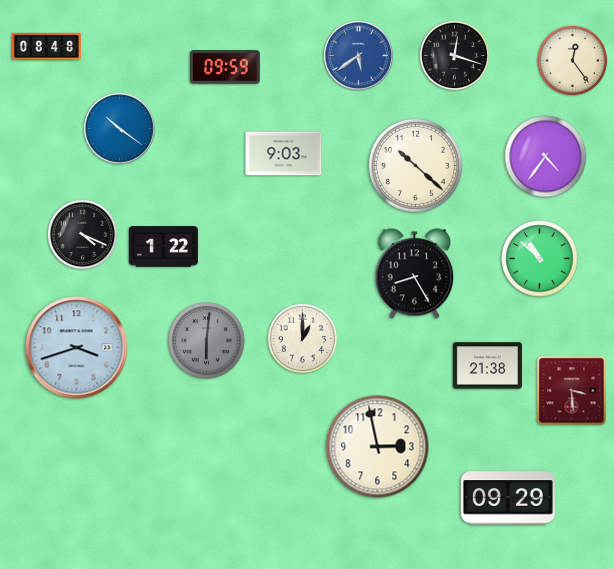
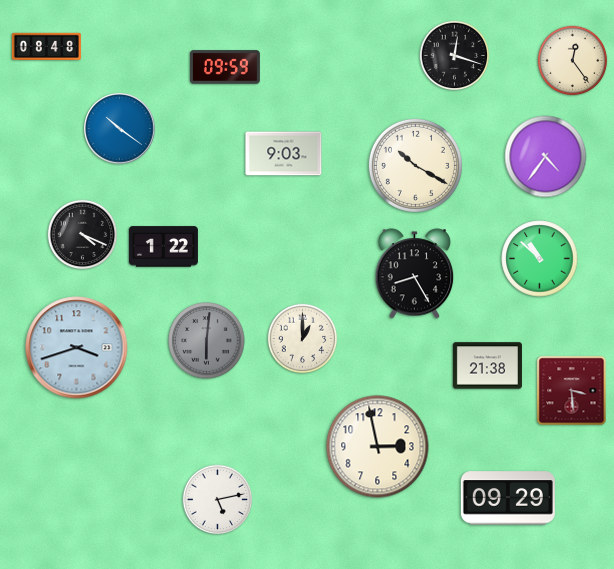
clock at (359, 56): 5:39 -> none
clock at (415, 165): 10:22 -> 10:20
clock at (218, 500): none -> 5:13
